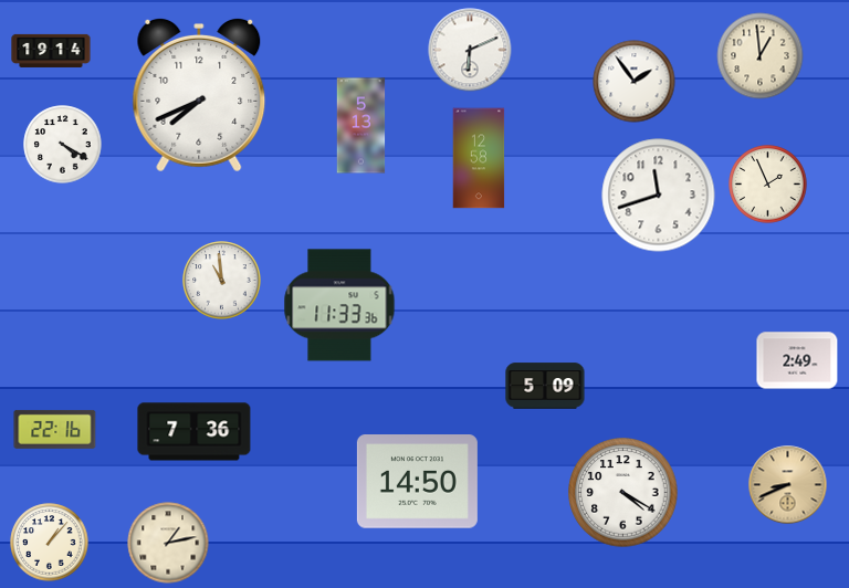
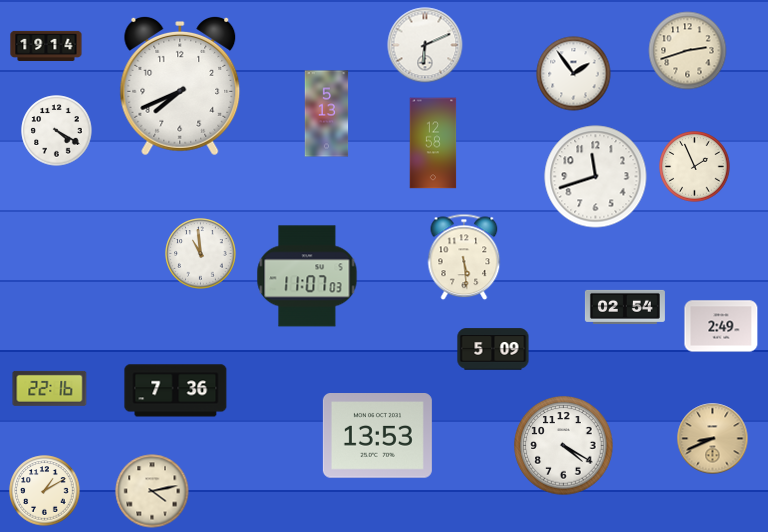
clock at (761, 56): 12:59 -> 2:42
clock at (464, 257): none -> 5:29
clock at (339, 305): 11:33 -> 11:07
clock at (625, 307): none -> 02:54
clock at (417, 482): 14:50 -> 13:53
clock at (50, 543): 1:07 -> 1:10
clock at (168, 543): 1:13 -> 4:13
